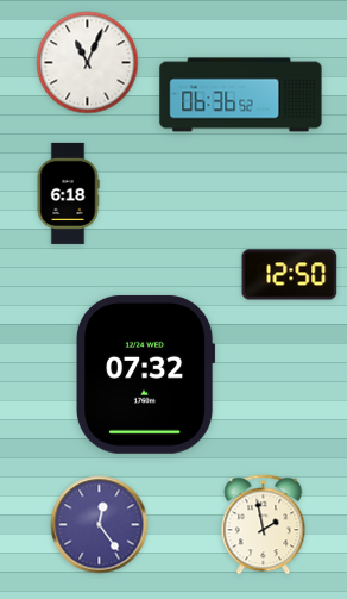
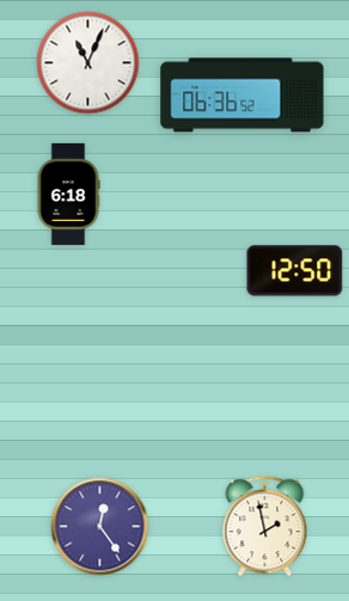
clock at (290, 275) position: (290, 275) -> (295, 271)
clock at (146, 374): 07:32 -> none
